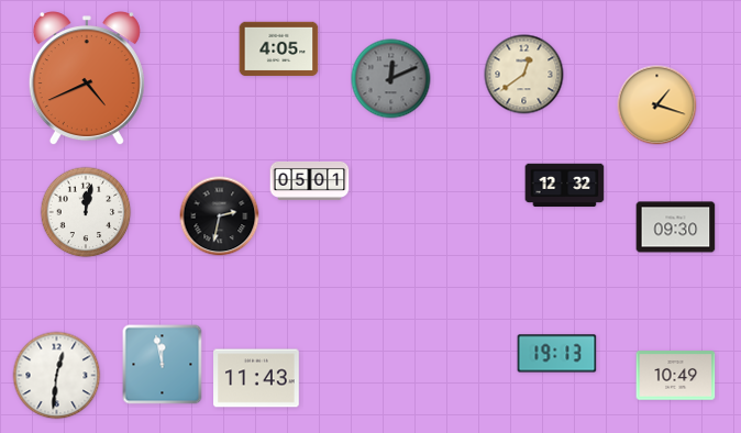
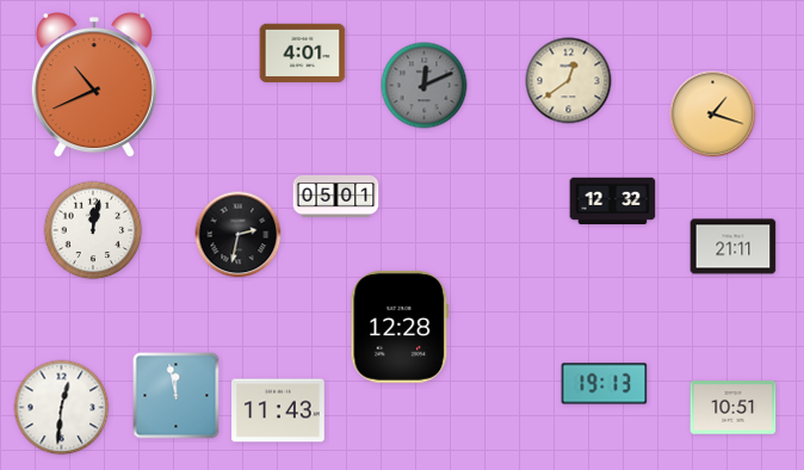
clock at (279, 49): 4:05 -> 4:01
clock at (87, 79): 4:41 -> 10:41
clock at (676, 227): 09:30 -> 21:11
clock at (400, 327): none -> 12:28
clock at (676, 376): 10:49 -> 10:51
